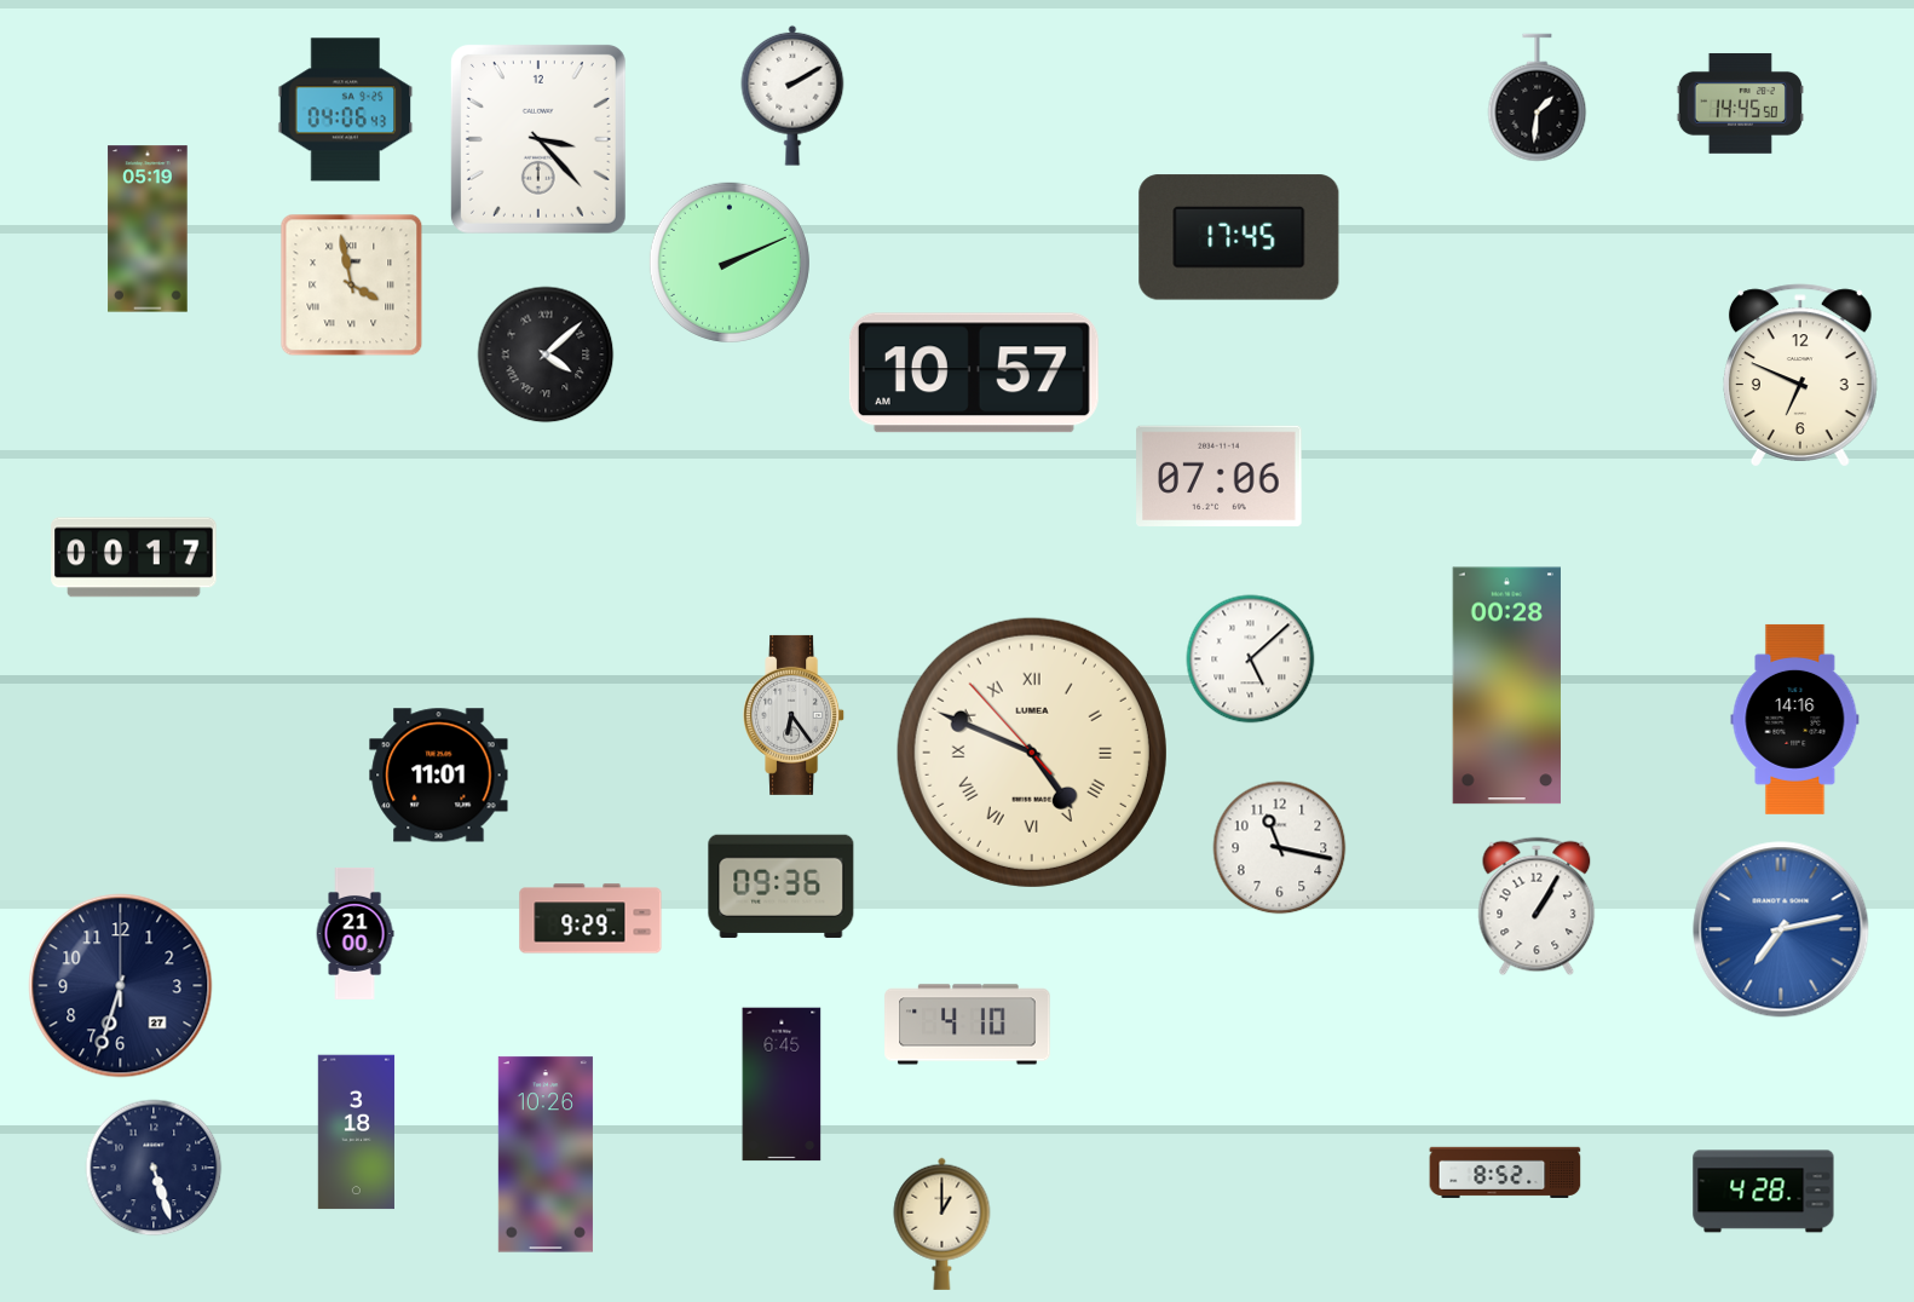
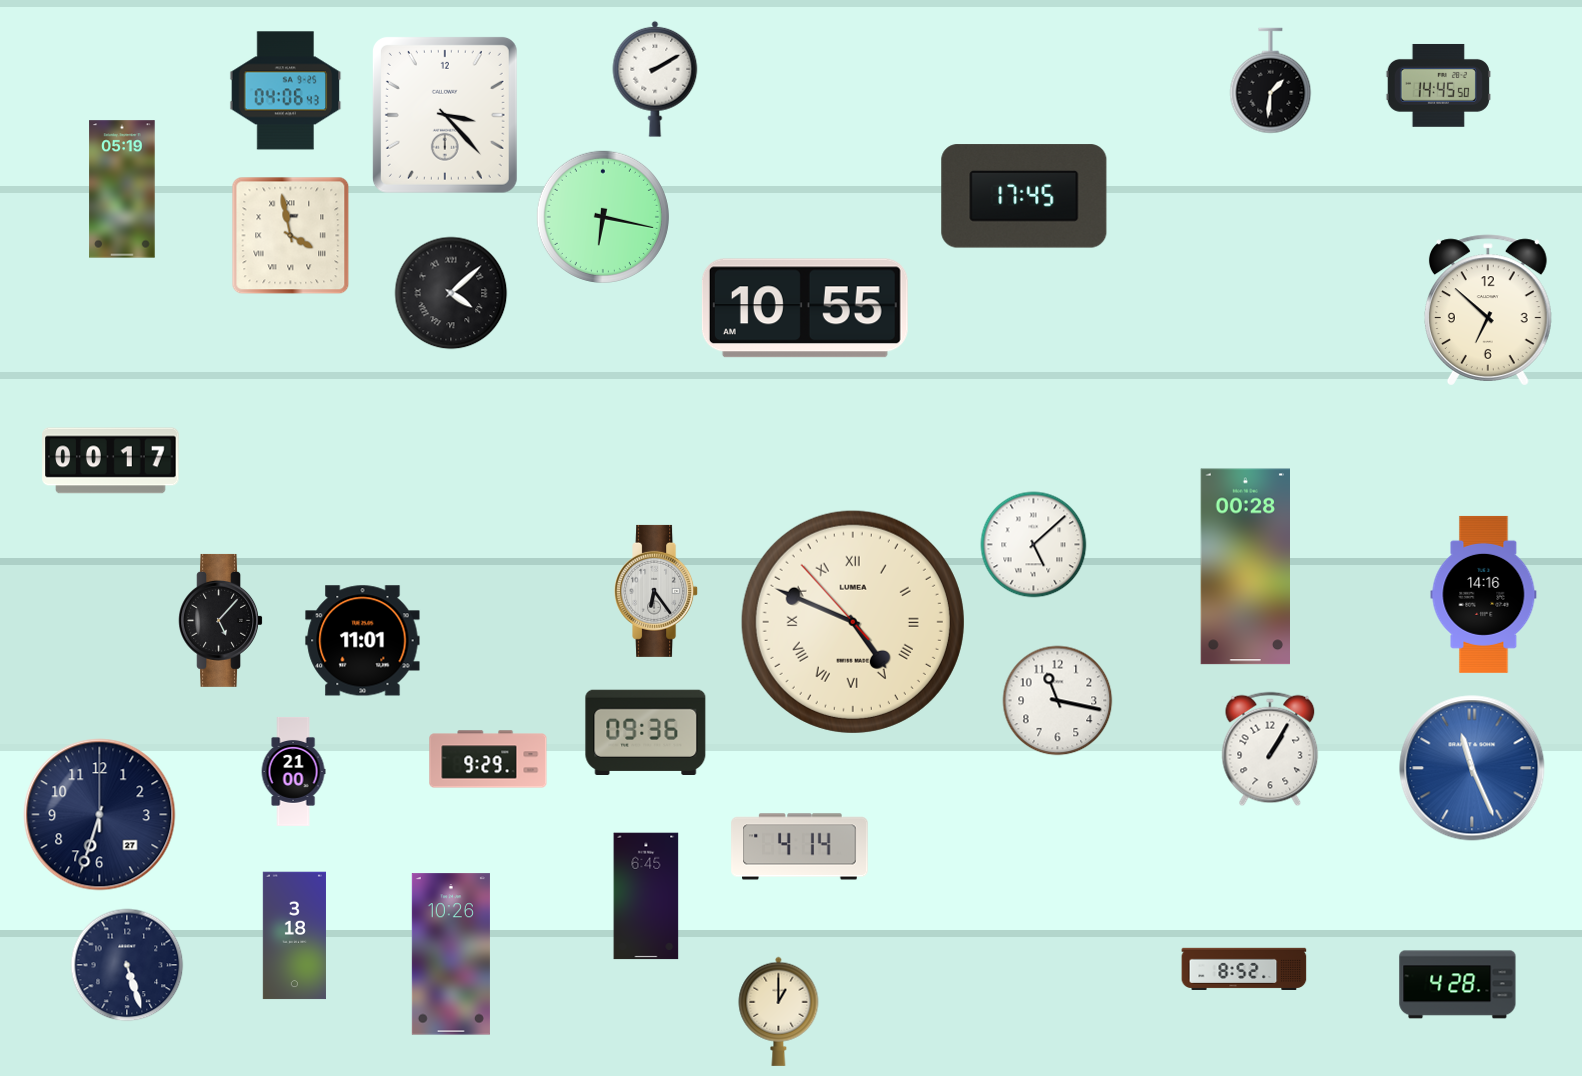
clock at (730, 263): 2:11 -> 6:17
clock at (974, 373): 10:57 -> 10:55
clock at (1800, 375): 6:49 -> 6:52
clock at (1220, 476): 07:06 -> none
clock at (220, 620): none -> 5:07
clock at (1781, 929): 7:13 -> 11:26
clock at (968, 1025): 4:10 -> 4:14
